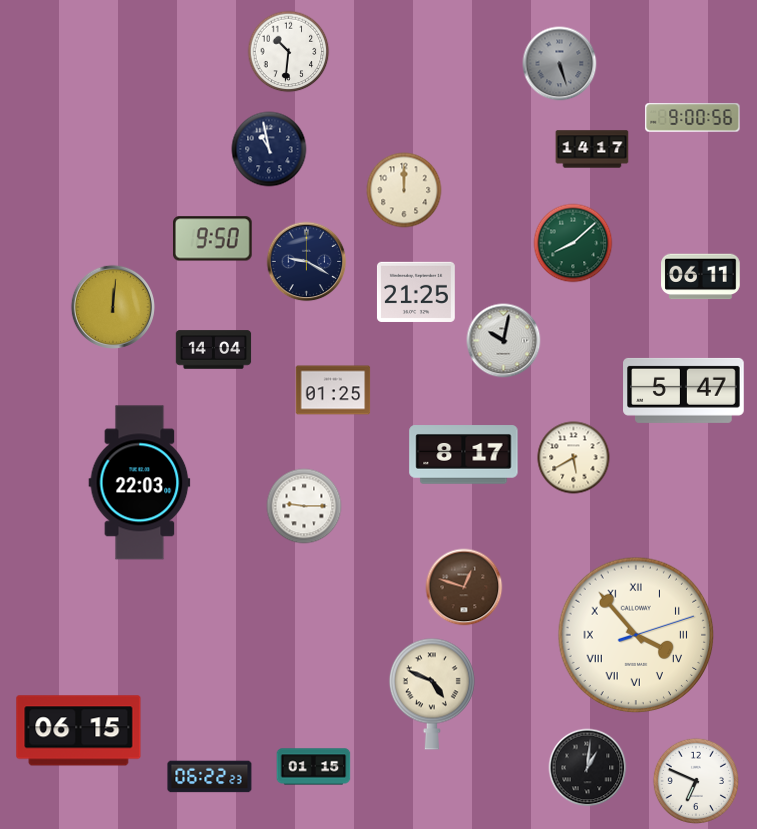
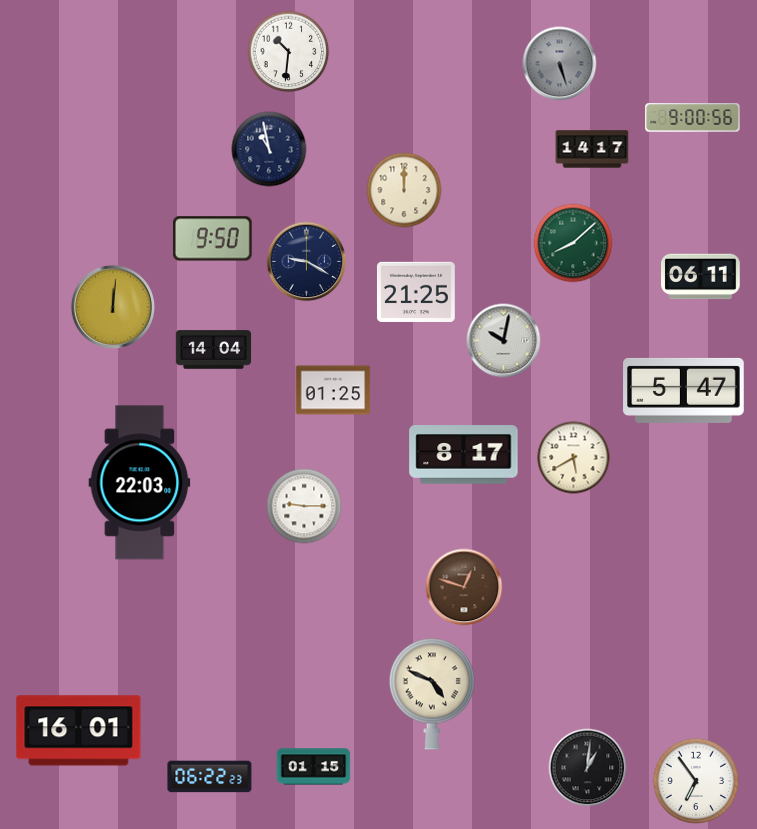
clock at (636, 635): 3:53 -> none
clock at (79, 731): 06:15 -> 16:01
clock at (696, 781): 6:49 -> 6:54
